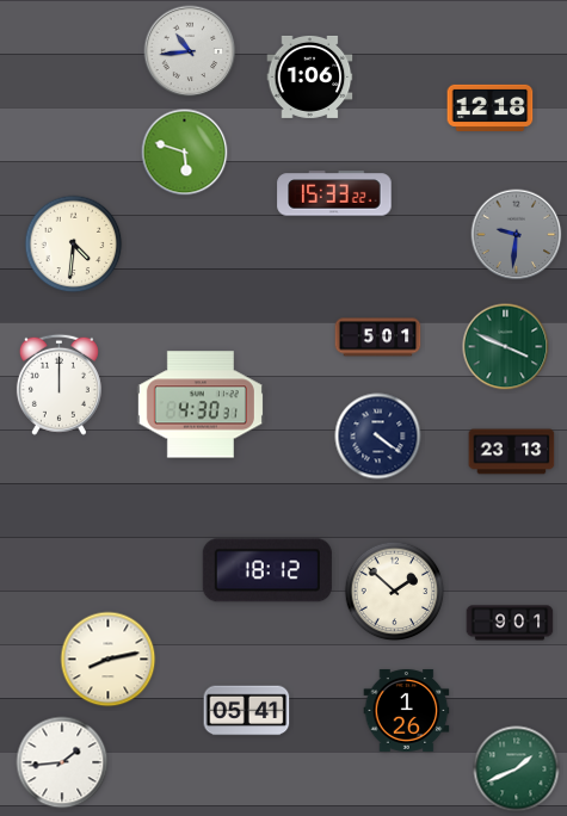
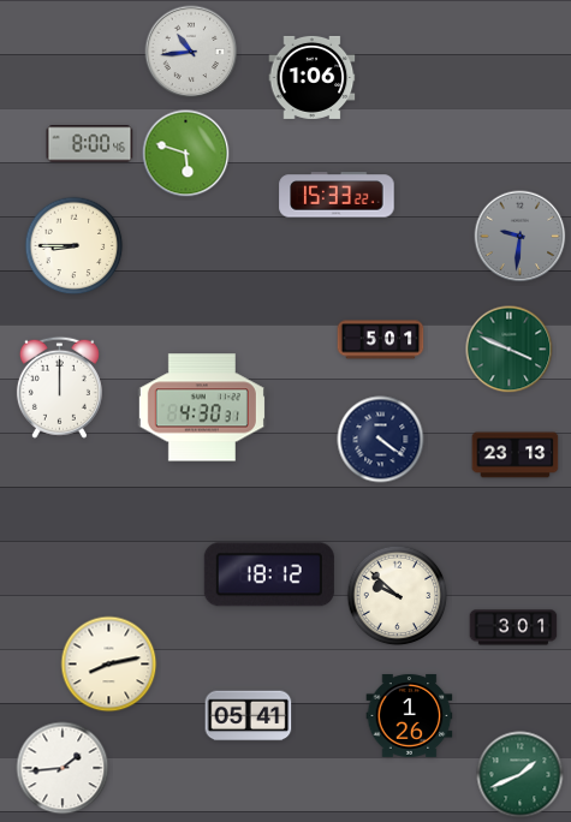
clock at (491, 107): 12:18 -> none
clock at (90, 144): none -> 8:00
clock at (74, 245): 4:31 -> 8:45
clock at (395, 592): 1:52 -> 9:52
clock at (510, 623): 9:01 -> 3:01
